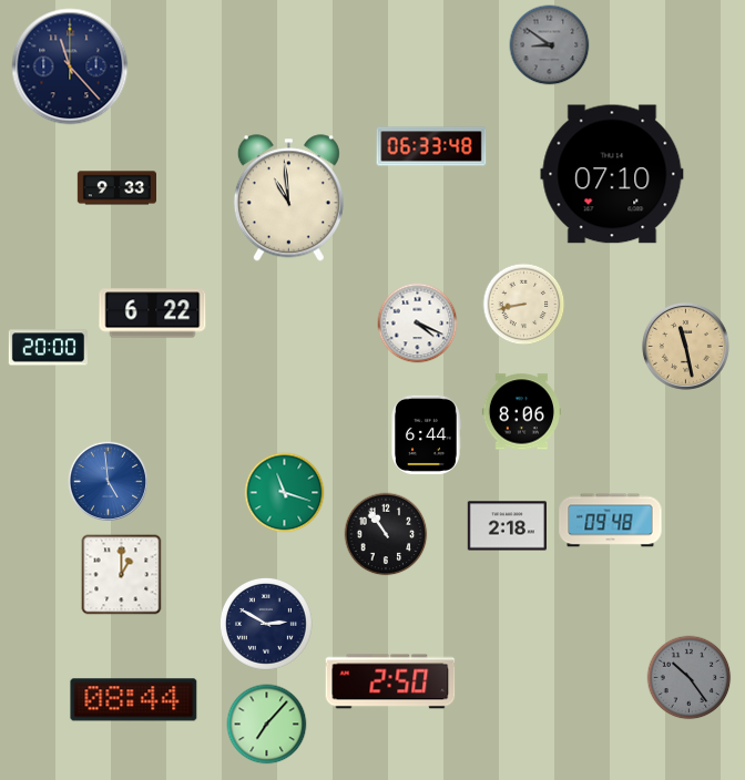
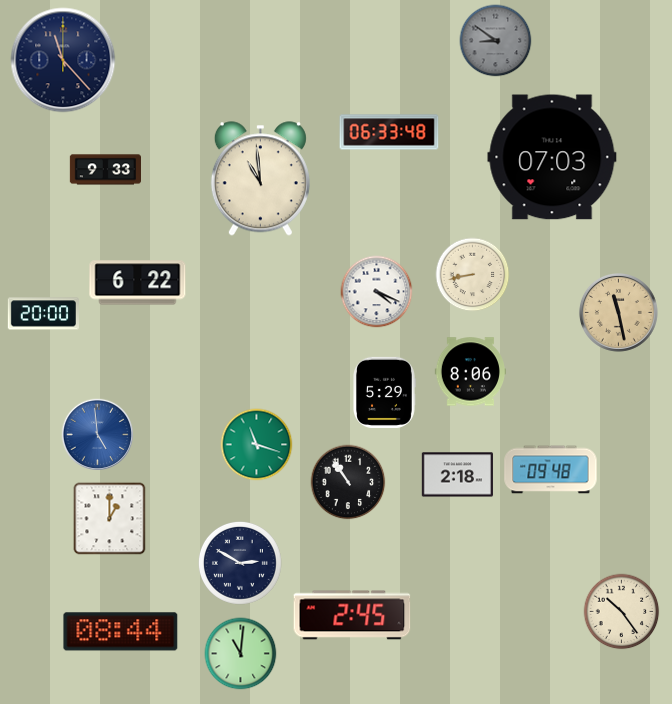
clock at (612, 174): 07:10 -> 07:03
clock at (427, 434): 6:44 -> 5:29
clock at (690, 678) dial: grey -> cream
clock at (390, 681): 2:50 -> 2:45
clock at (267, 725): 7:07 -> 11:01
